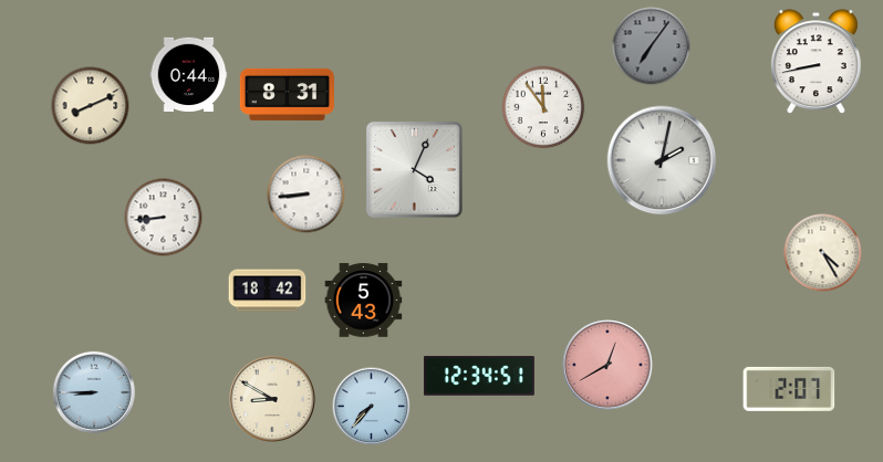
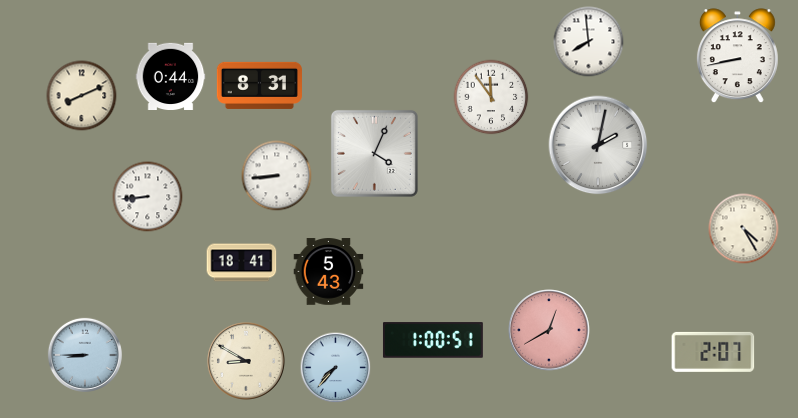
clock at (652, 46): 7:06 -> 7:59
clock at (652, 46) dial: grey -> white
clock at (189, 75) position: (189, 75) -> (171, 77)
clock at (268, 291): 18:42 -> 18:41
clock at (479, 376): 12:34 -> 1:00
